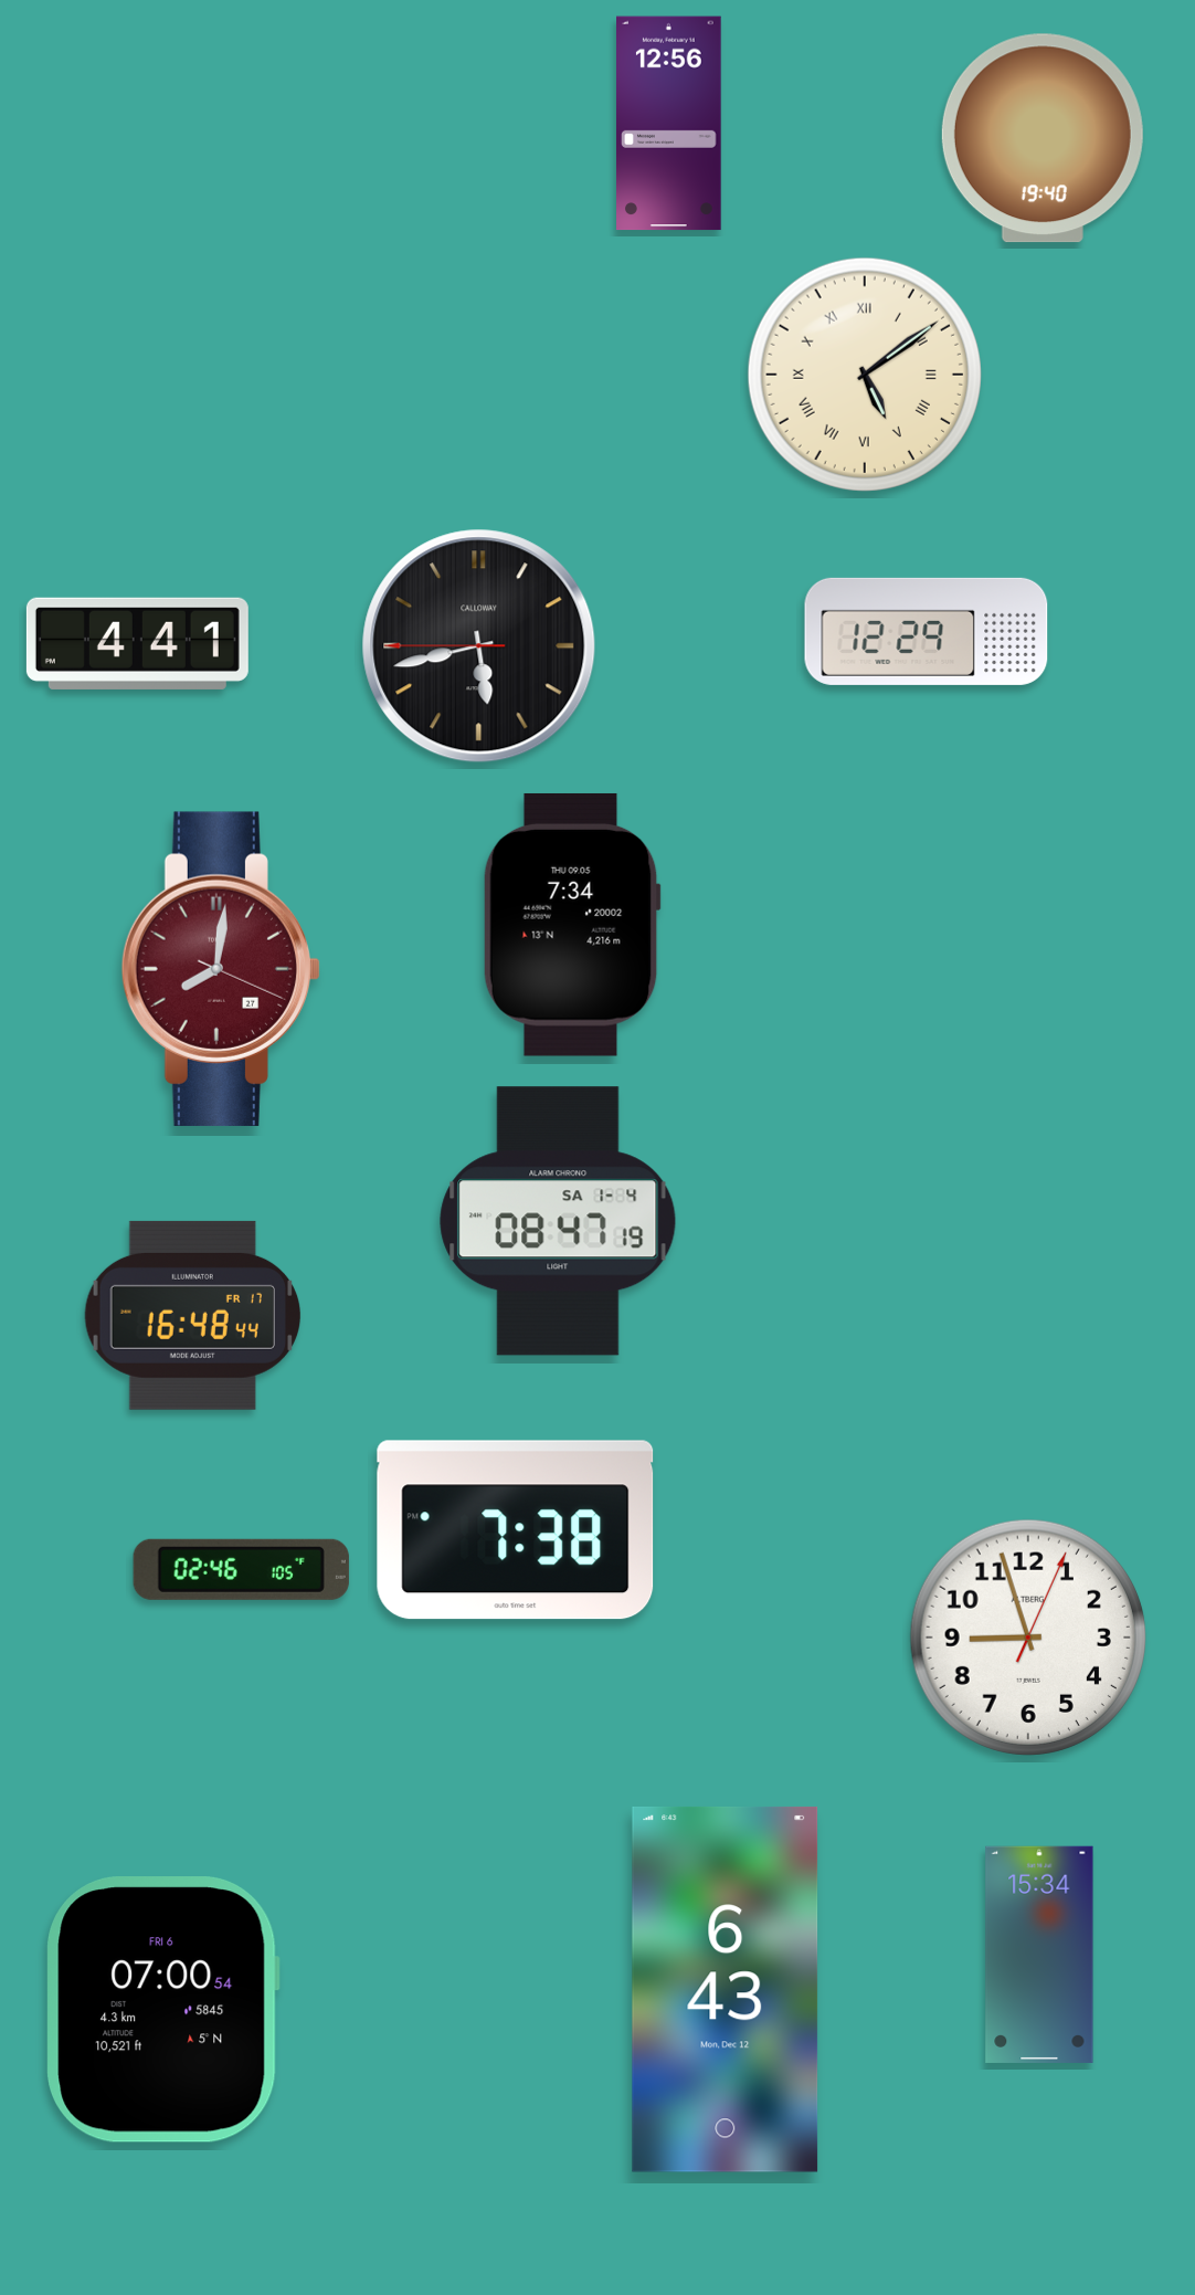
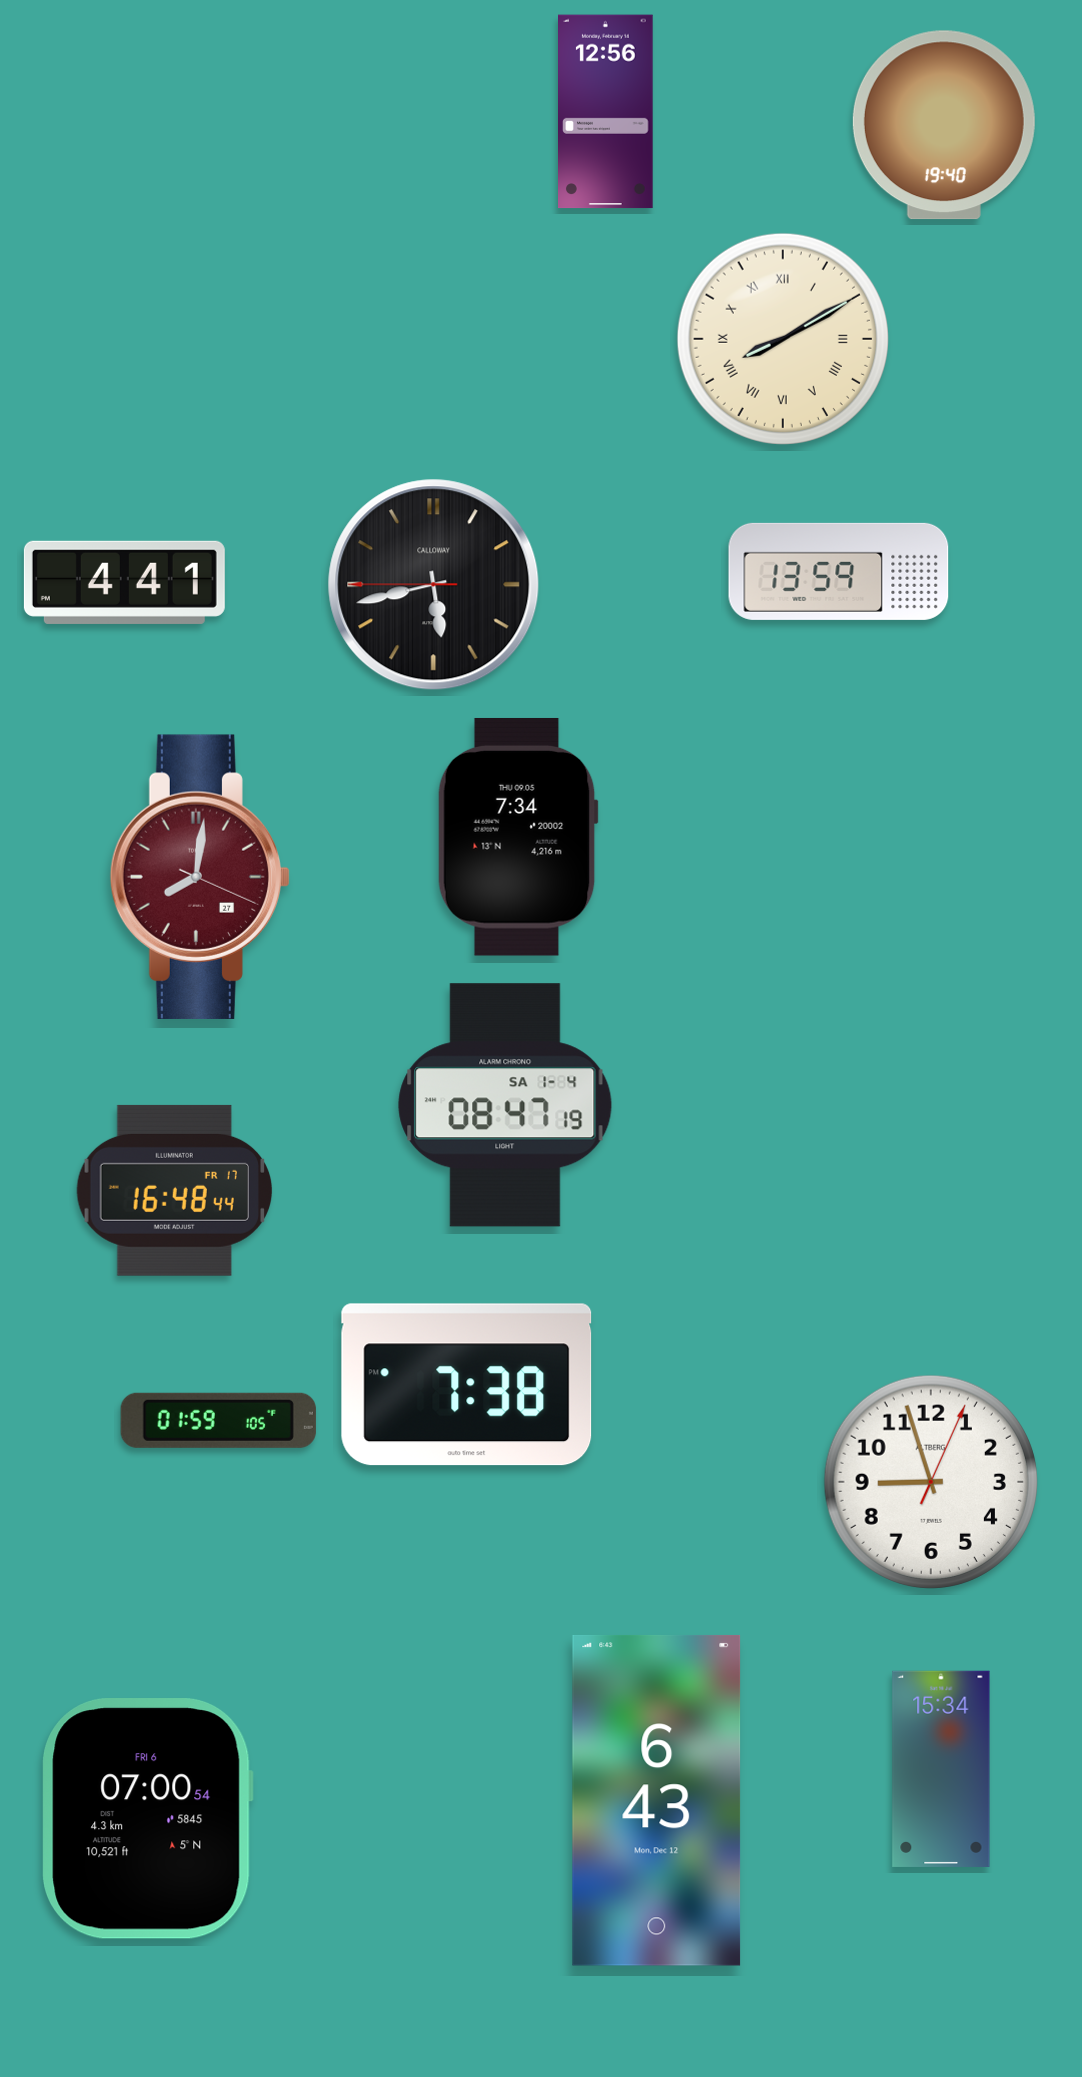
clock at (865, 375): 5:09 -> 8:10
clock at (927, 631): 12:29 -> 13:59
clock at (241, 1569): 02:46 -> 01:59
